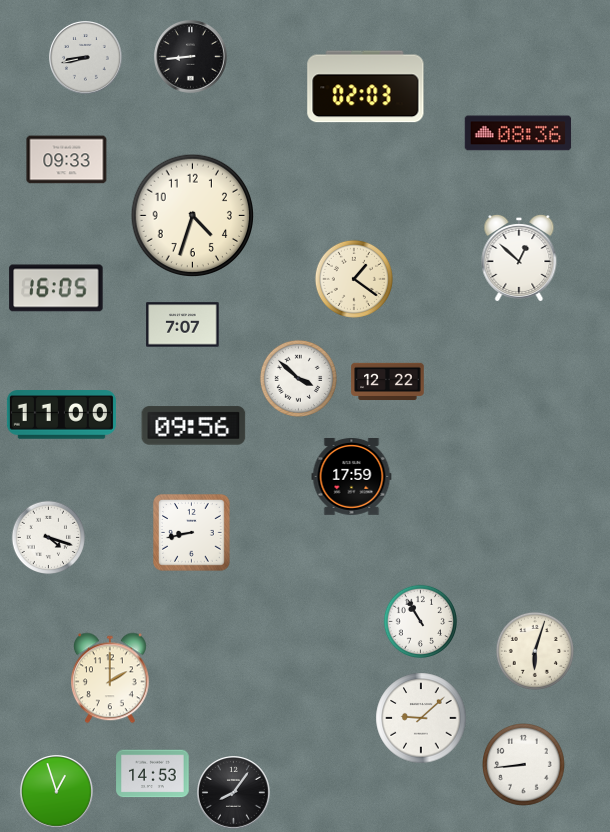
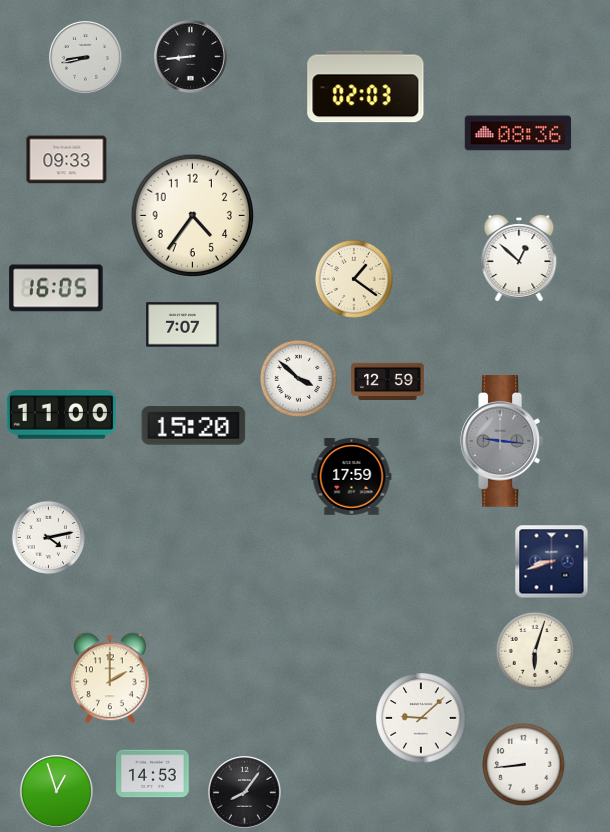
clock at (193, 216): 4:33 -> 4:36
clock at (388, 382): 12:22 -> 12:59
clock at (194, 426): 09:56 -> 15:20
clock at (502, 442): none -> 9:16
clock at (192, 533): 8:43 -> none
clock at (49, 538): 4:18 -> 4:13
clock at (552, 562): none -> 8:42
clock at (421, 622): 10:55 -> none
clock at (234, 793) position: (234, 793) -> (245, 793)
